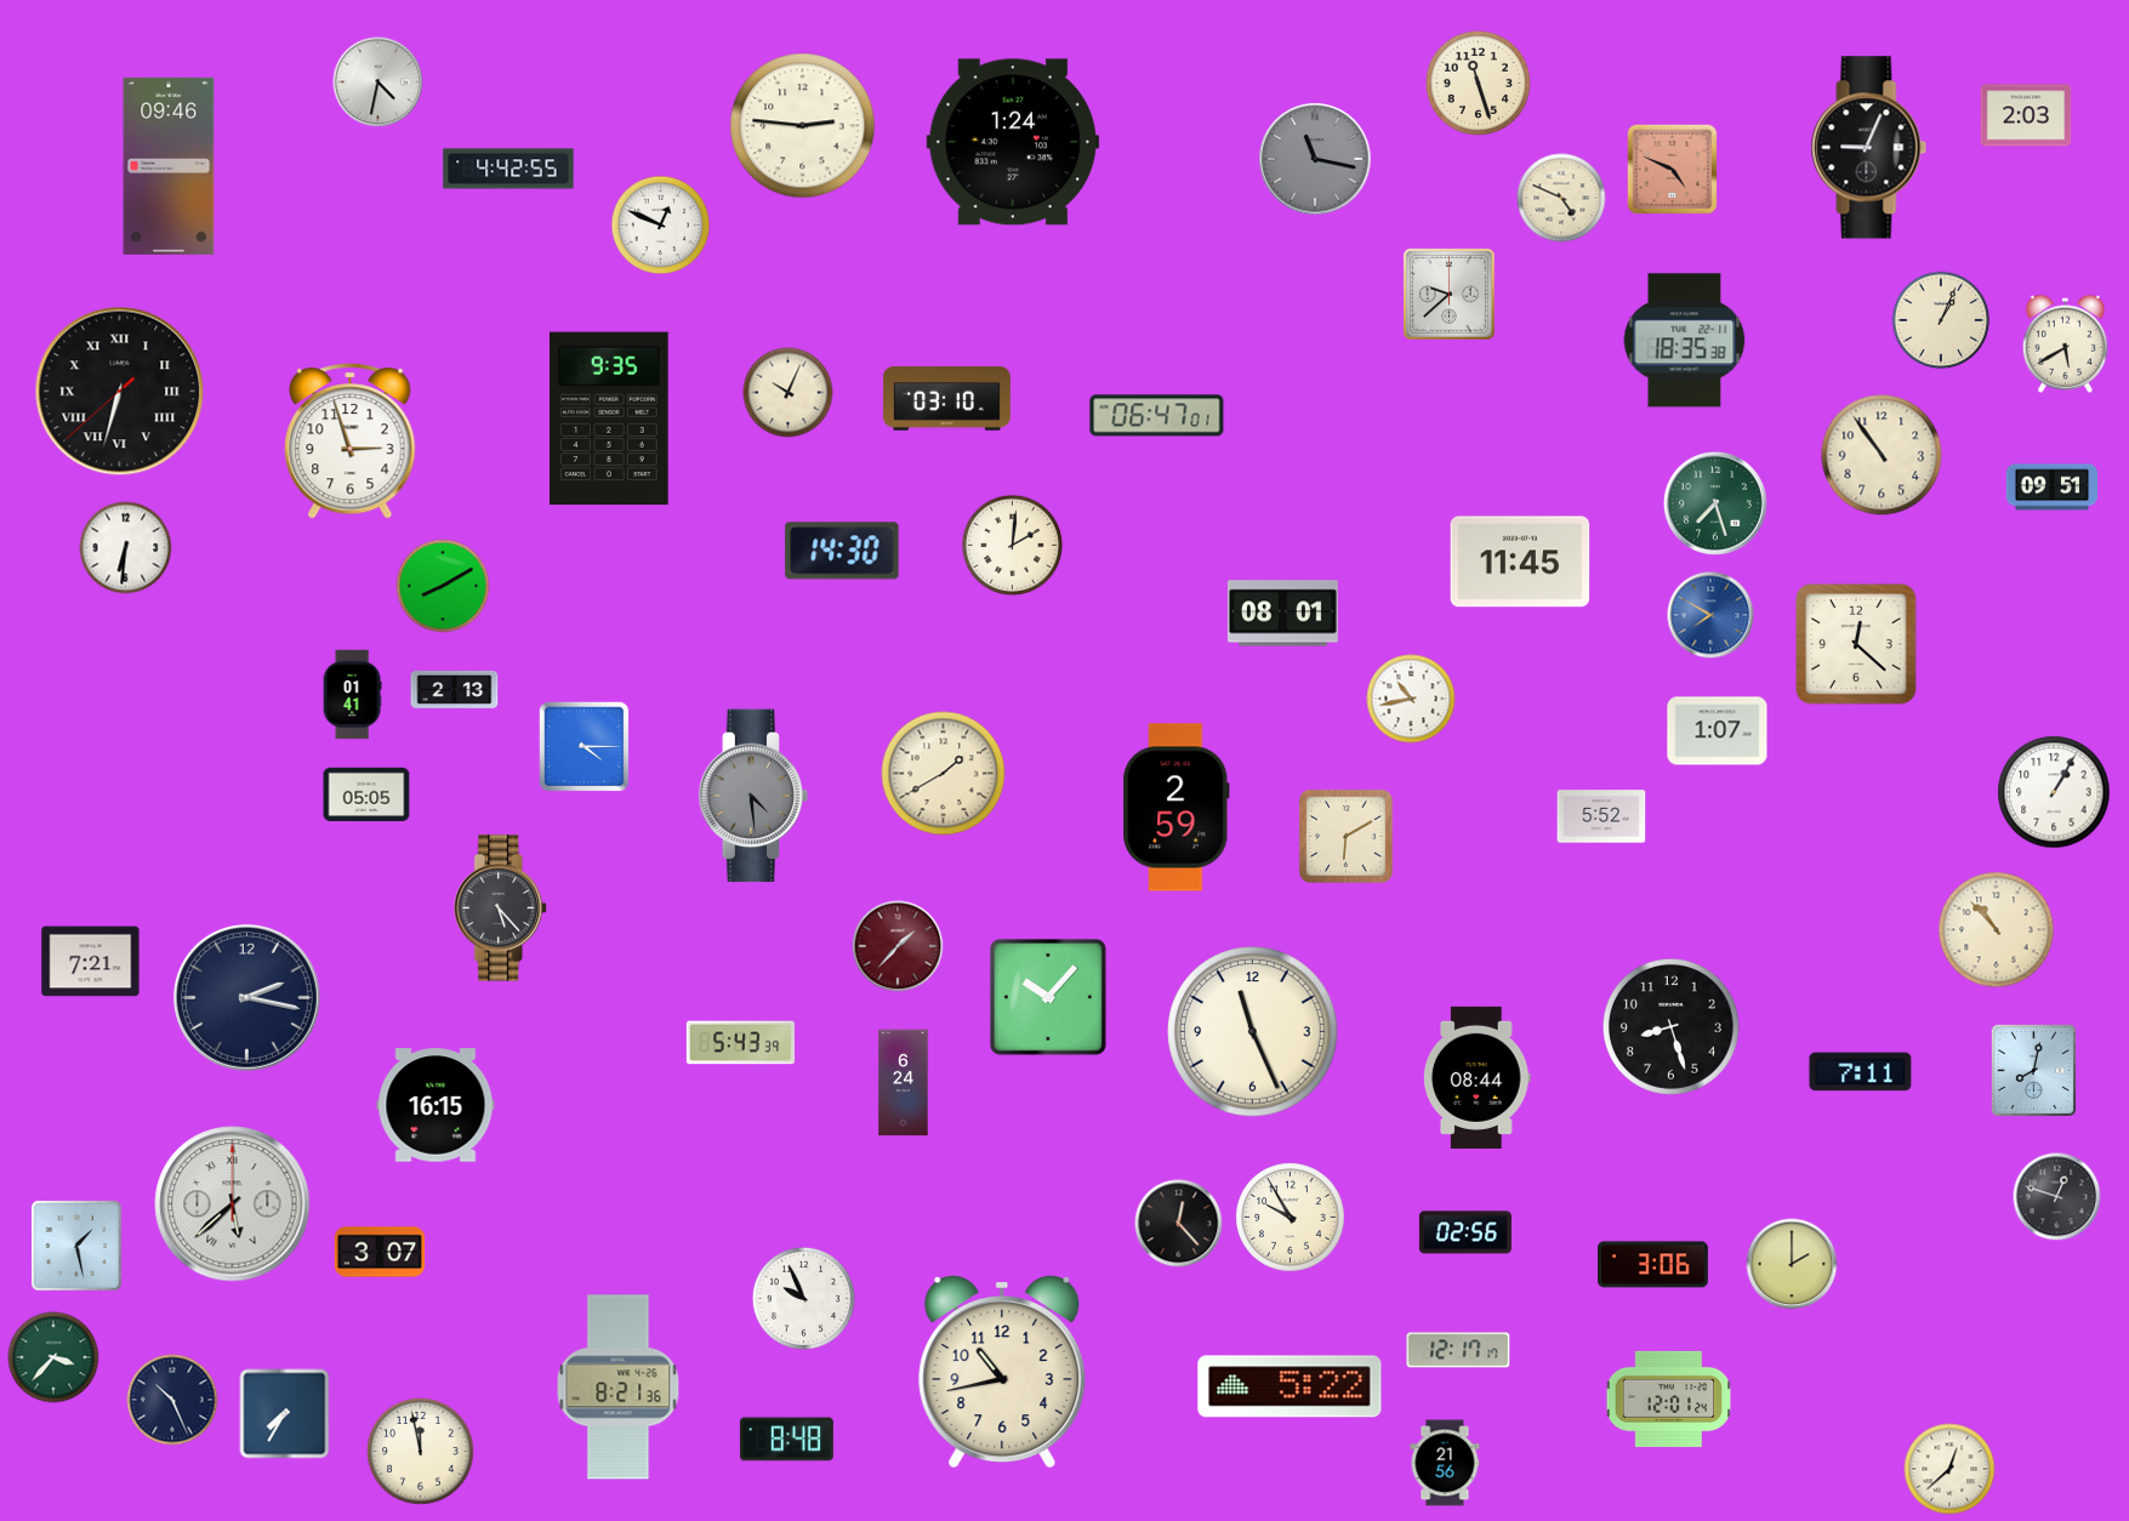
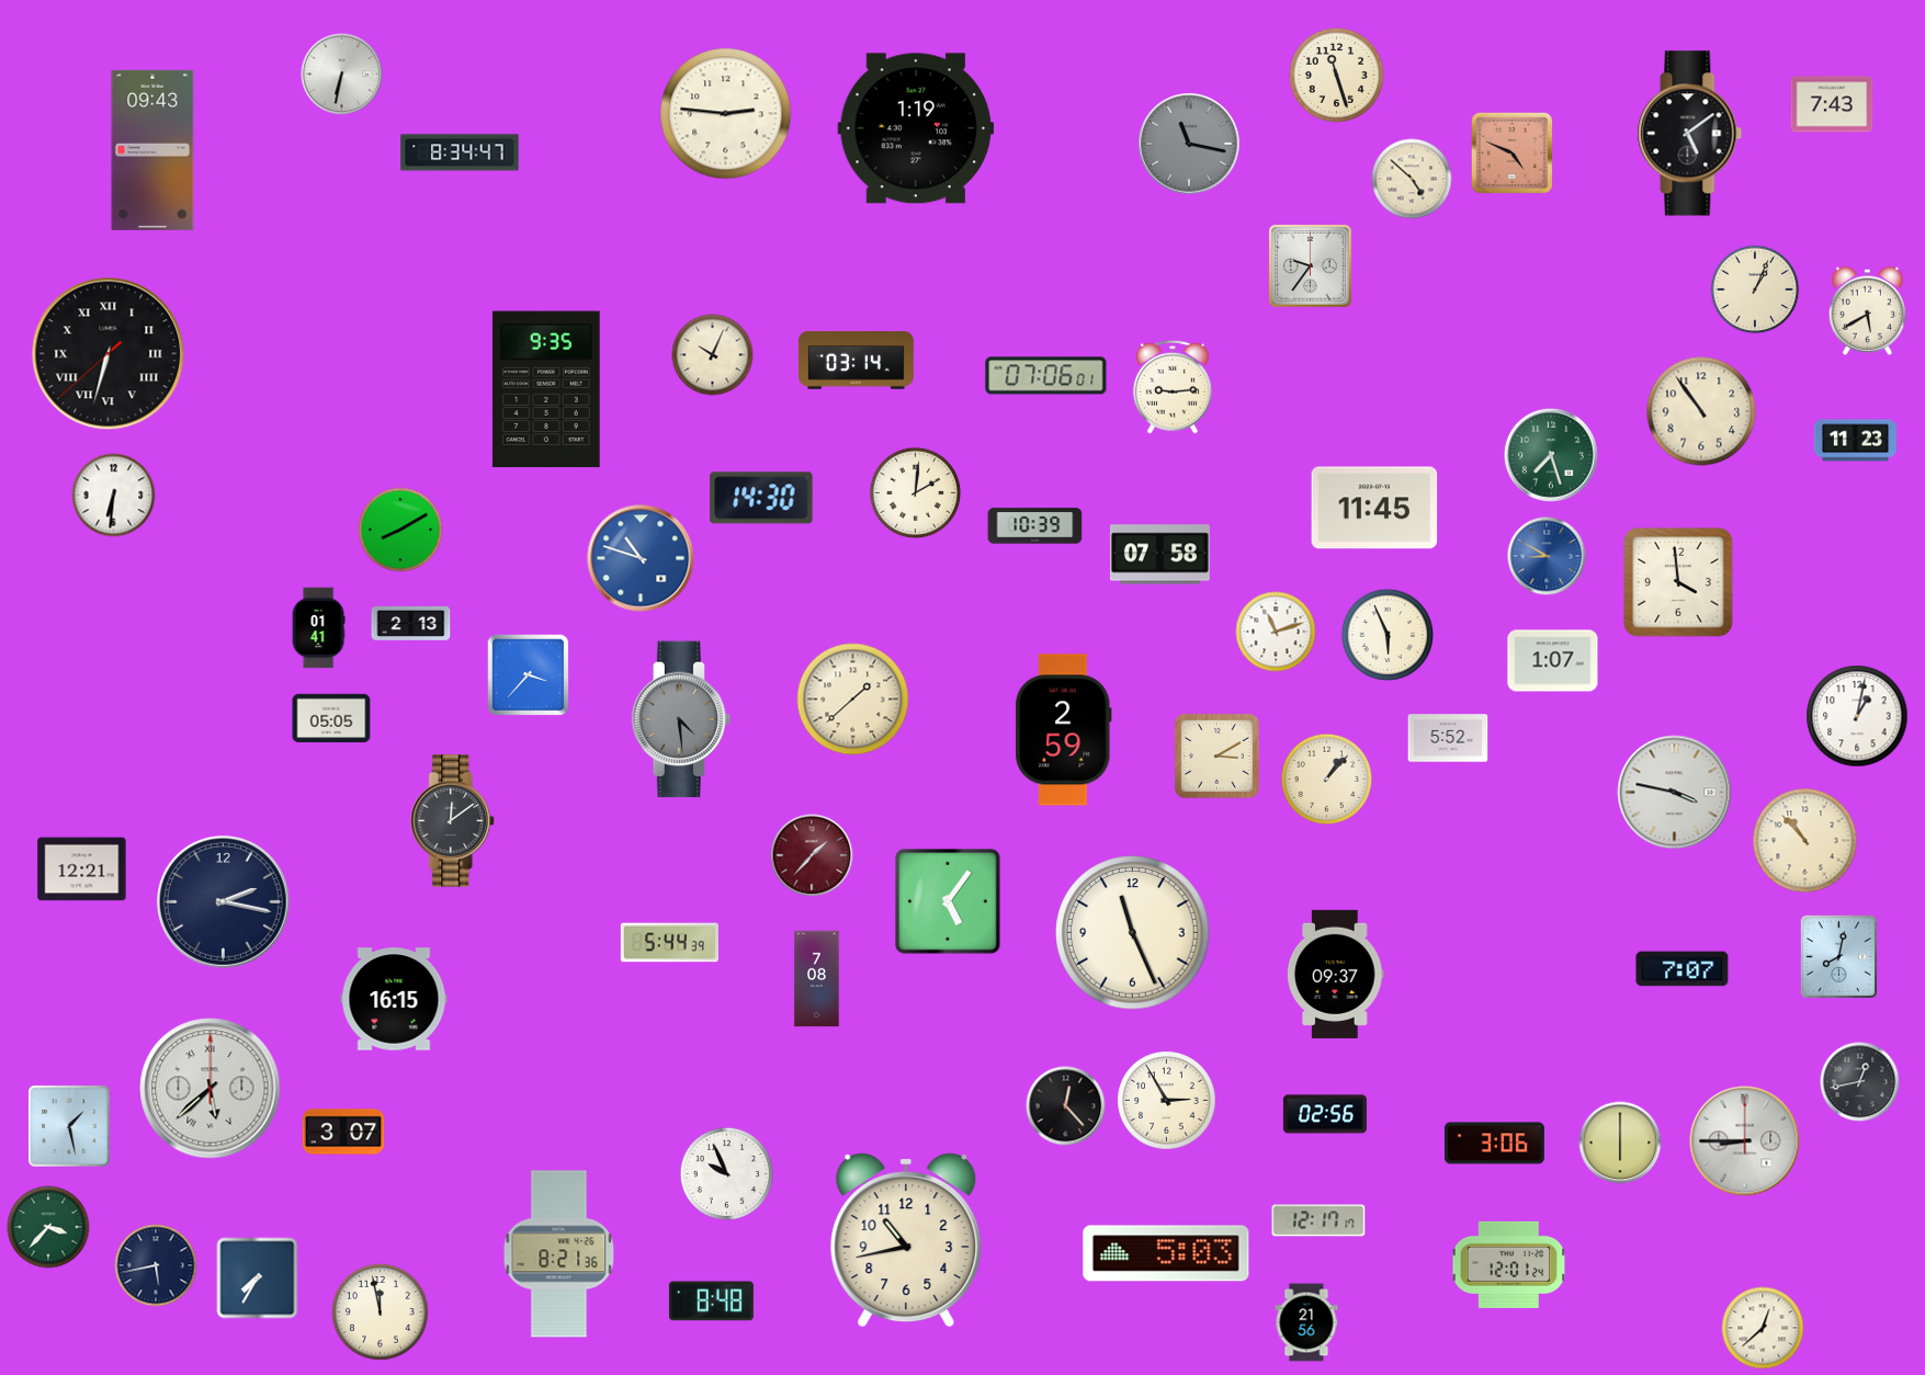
clock at (378, 82): 4:32 -> 6:32
clock at (2026, 115): 2:03 -> 7:43
clock at (1013, 142): 1:24 -> 1:19
clock at (1869, 148): 9:04 -> 5:09
clock at (169, 166): 09:46 -> 09:43
clock at (508, 169): 4:42 -> 8:34
clock at (1561, 198): 4:49 -> 4:52
clock at (661, 226): 12:49 -> none
clock at (1448, 294): 9:38 -> 9:36
clock at (1685, 341): 18:35 -> none
clock at (947, 399): 03:10 -> 03:14
clock at (1157, 416): 06:47 -> 07:06
clock at (609, 418) position: (609, 418) -> (546, 389)
clock at (1173, 387): none -> 9:14
clock at (351, 440): 2:57 -> none
clock at (2051, 488): 09:51 -> 11:23
clock at (1035, 526): none -> 10:39
clock at (1282, 614): 08:01 -> 07:58
clock at (1710, 615): 7:50 -> 8:50
clock at (641, 558): none -> 10:48
clock at (1856, 644): 12:22 -> 3:59
clock at (1411, 699): 10:43 -> 11:12
clock at (1386, 634): none -> 5:56
clock at (585, 747): 4:15 -> 3:37
clock at (944, 774): 1:40 -> 1:38
clock at (2054, 792): 1:05 -> 1:02
clock at (1345, 836): 6:10 -> 3:10
clock at (1327, 780): none -> 1:07
clock at (1675, 793): none -> 3:47
clock at (501, 908): 5:23 -> 12:09
clock at (91, 962): 7:21 -> 12:21
clock at (1049, 998): 10:07 -> 5:06
clock at (1670, 1026): 8:27 -> none
clock at (740, 1043): 5:43 -> 5:44
clock at (2033, 1070) position: (2033, 1070) -> (1838, 956)
clock at (1861, 1072): 7:11 -> 7:07
clock at (1476, 1077): 08:44 -> 09:37
clock at (904, 1083): 6:24 -> 7:08
clock at (2057, 1197): 12:48 -> 12:43
clock at (1291, 1218): 9:55 -> 2:55
clock at (1745, 1141): none -> 8:45
clock at (1792, 1264): 2:00 -> 6:00
clock at (1290, 1386): 5:22 -> 5:03
clock at (172, 1400): 10:26 -> 5:43
